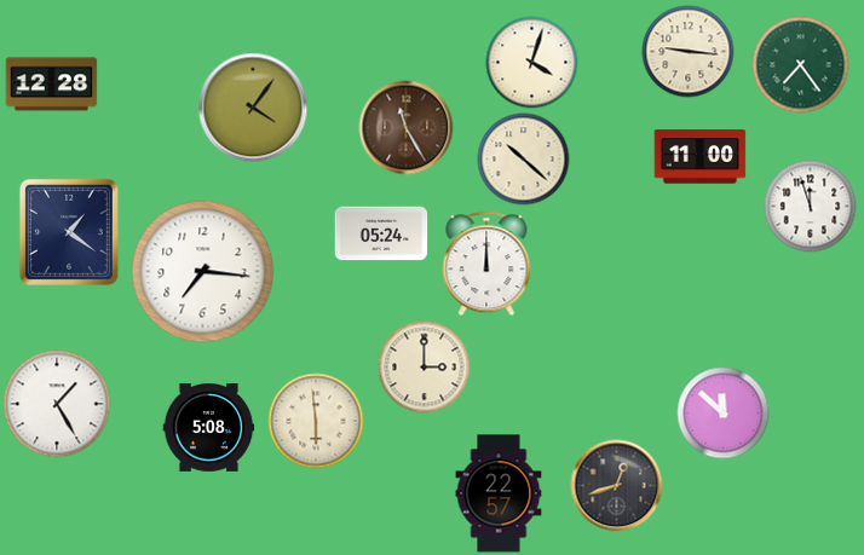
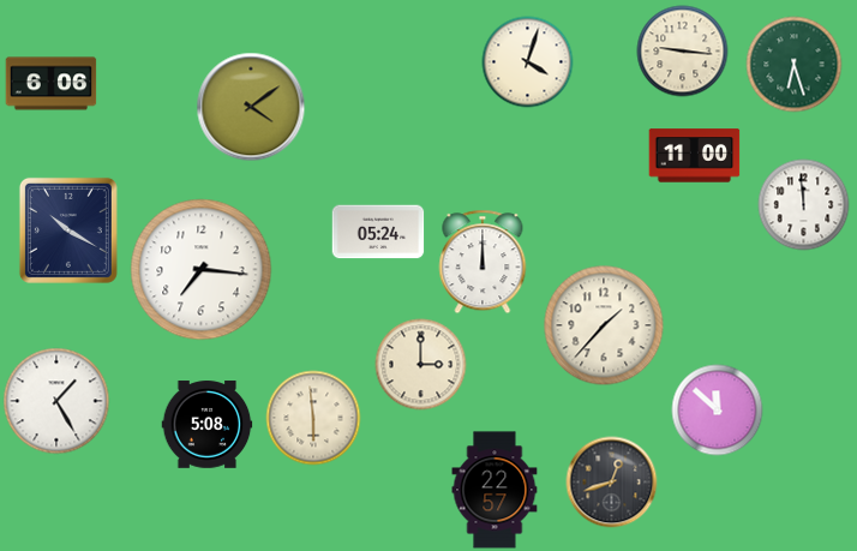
clock at (801, 65): 7:24 -> 6:27
clock at (52, 85): 12:28 -> 6:06
clock at (253, 108): 4:06 -> 4:09
clock at (407, 128): 11:25 -> none
clock at (524, 160): 10:22 -> none
clock at (811, 207): 11:57 -> 11:59
clock at (69, 232): 1:21 -> 10:20
clock at (604, 325): none -> 1:37
